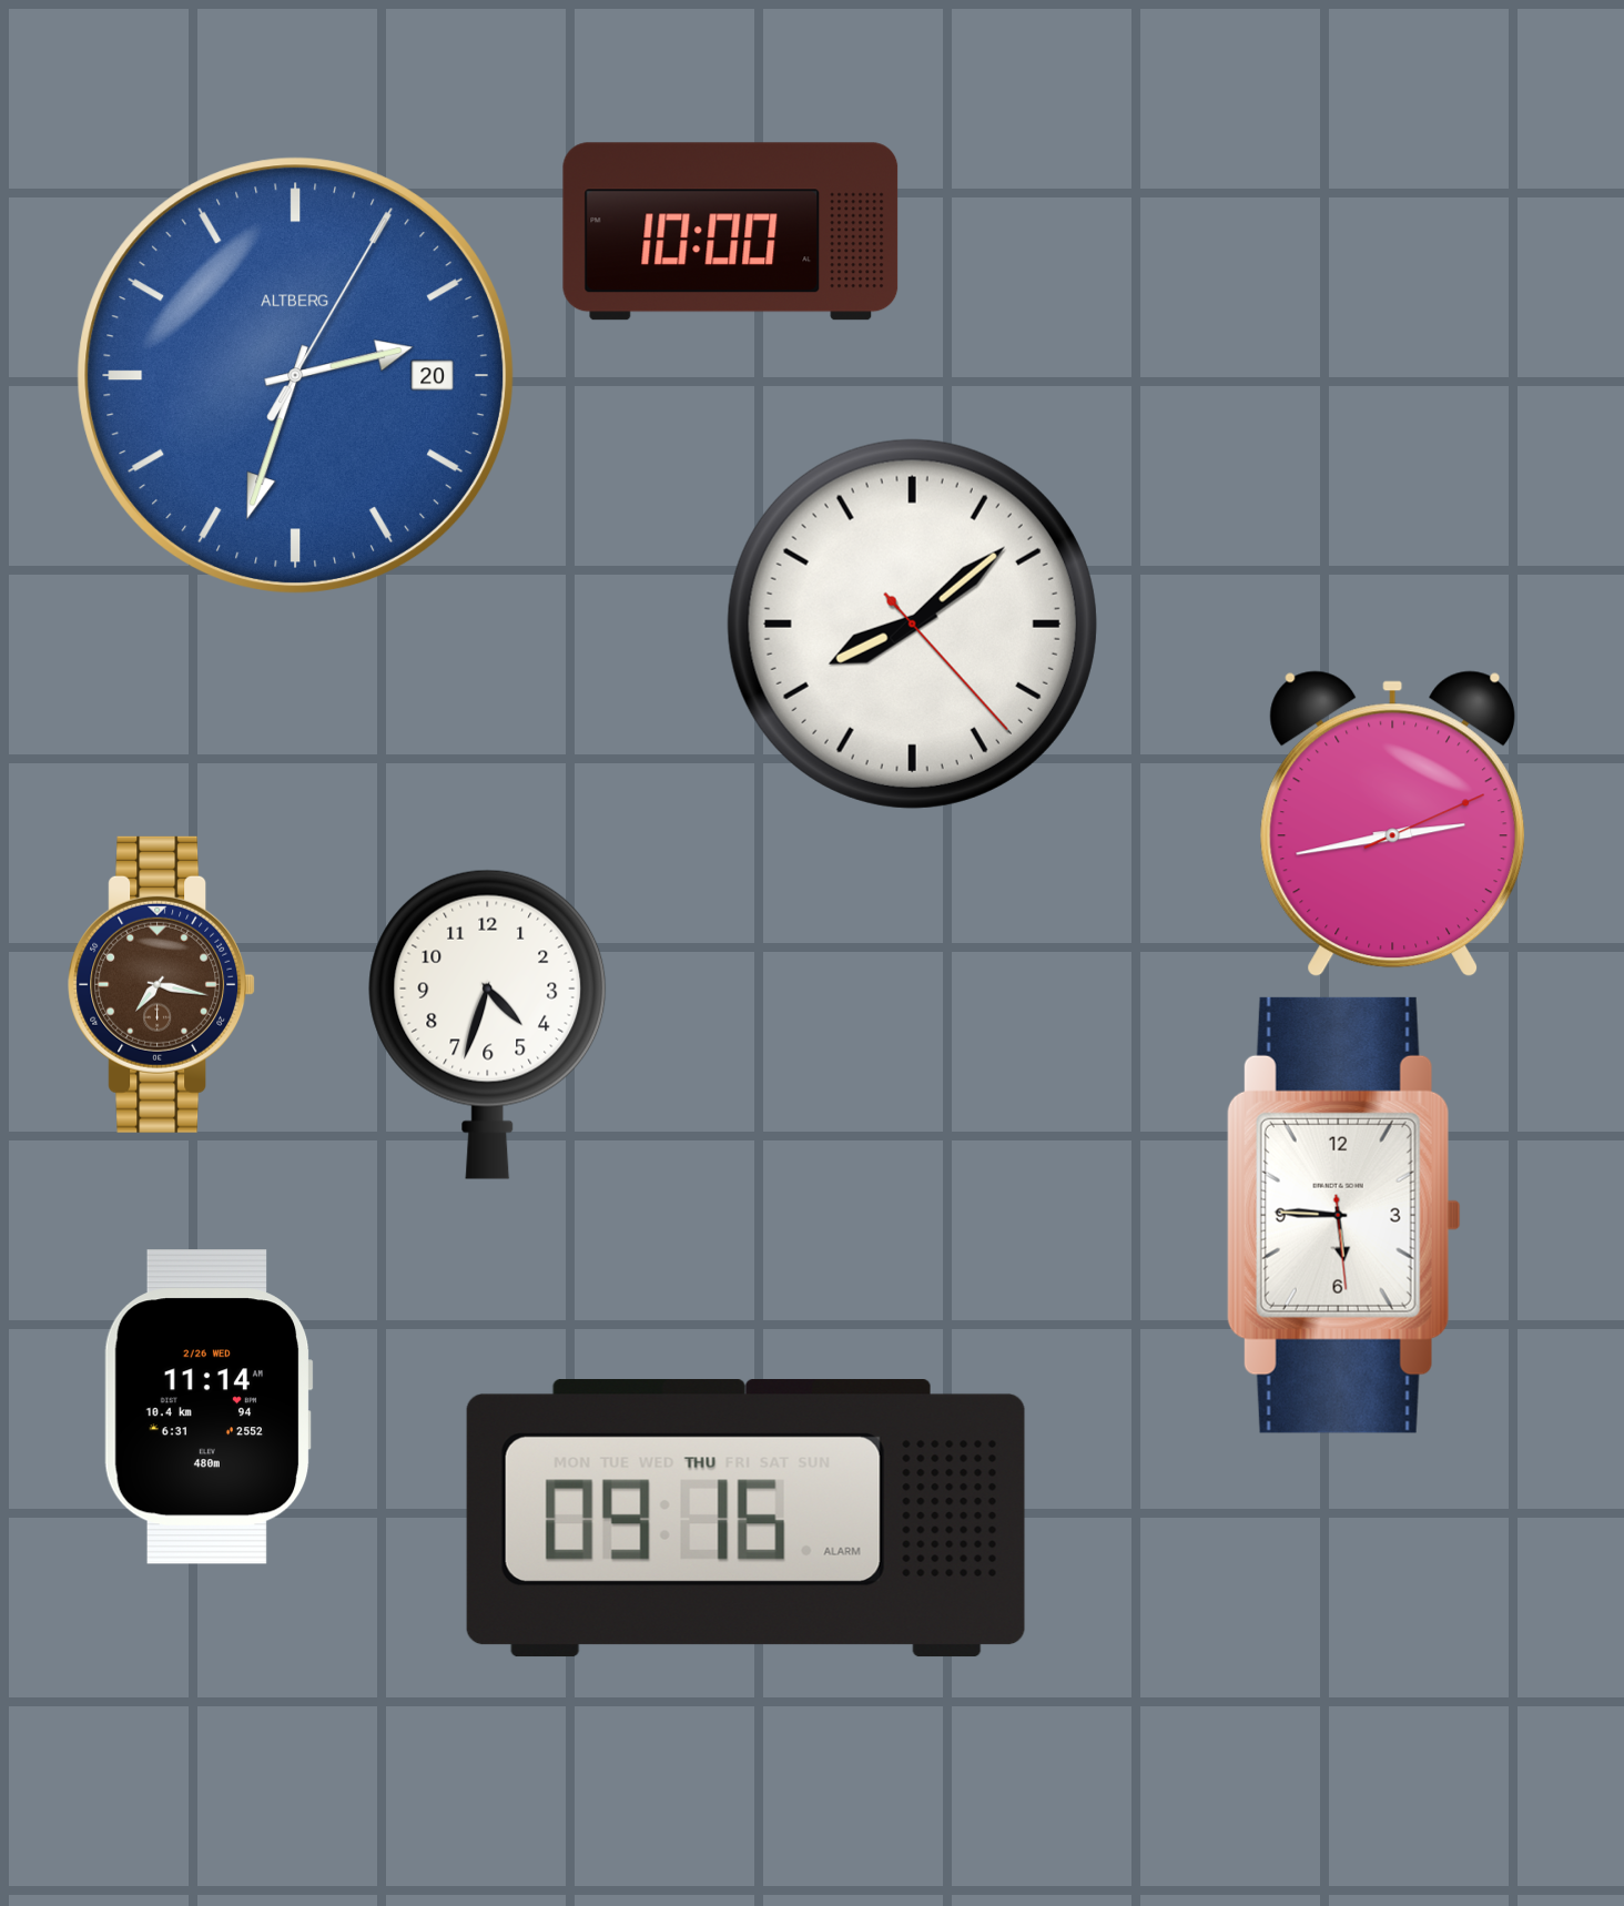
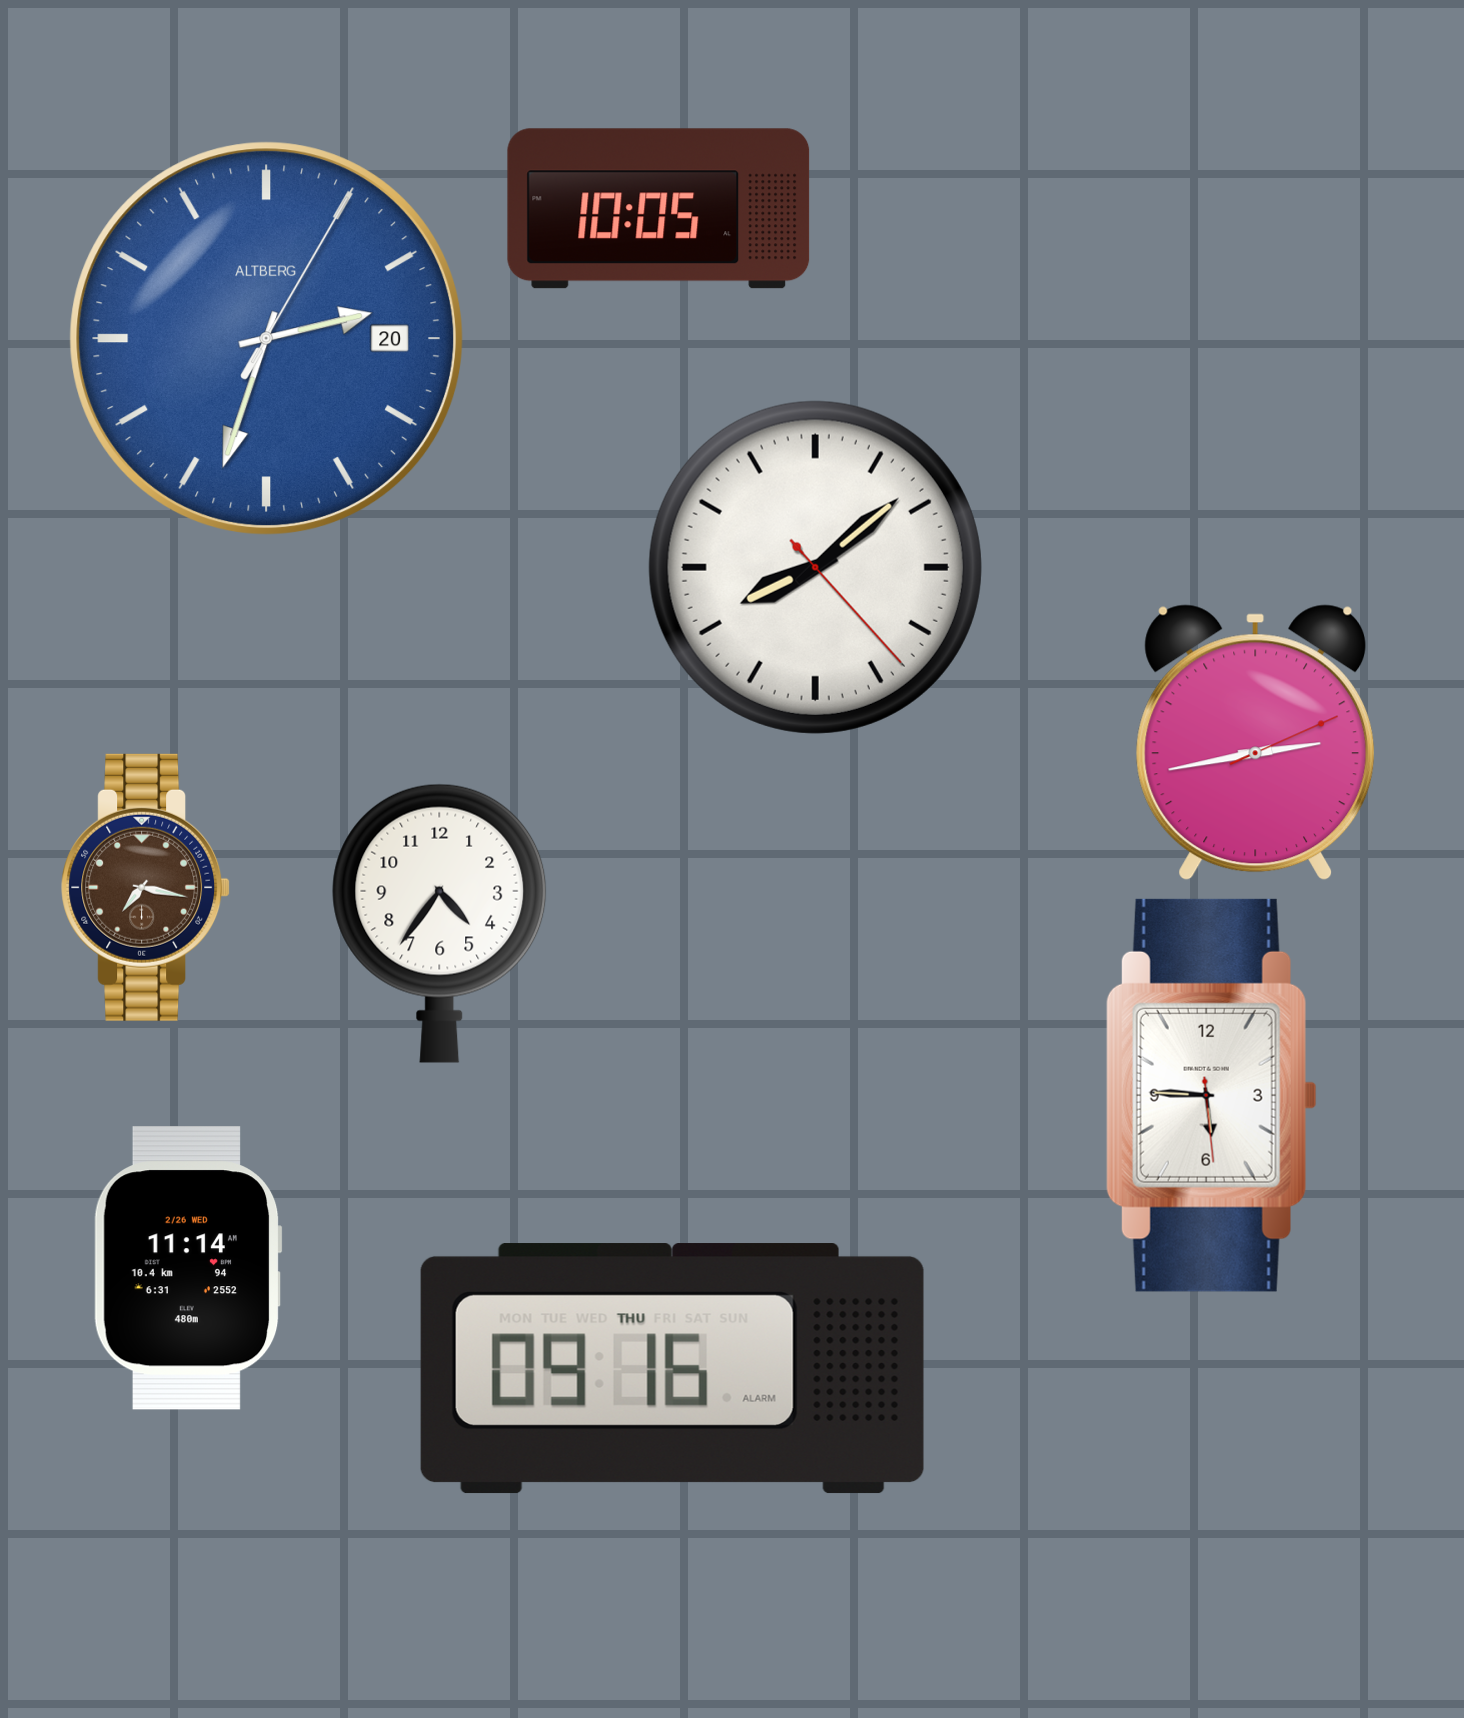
clock at (731, 232): 10:00 -> 10:05
clock at (912, 623) position: (912, 623) -> (815, 567)
clock at (488, 1024): 4:33 -> 4:36
